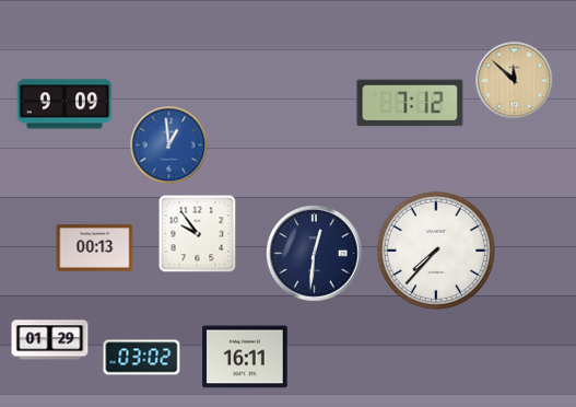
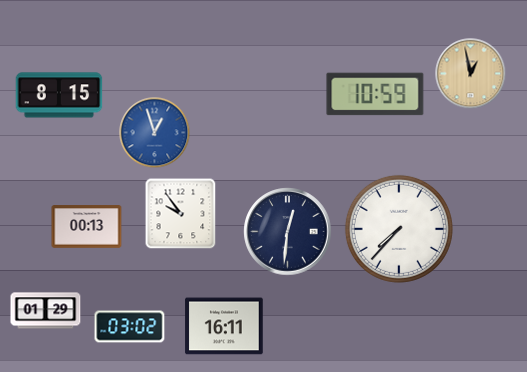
clock at (515, 81): 11:52 -> 12:58
clock at (410, 103): 7:12 -> 10:59
clock at (64, 104): 9:09 -> 8:15
clock at (169, 146): 12:59 -> 12:57
